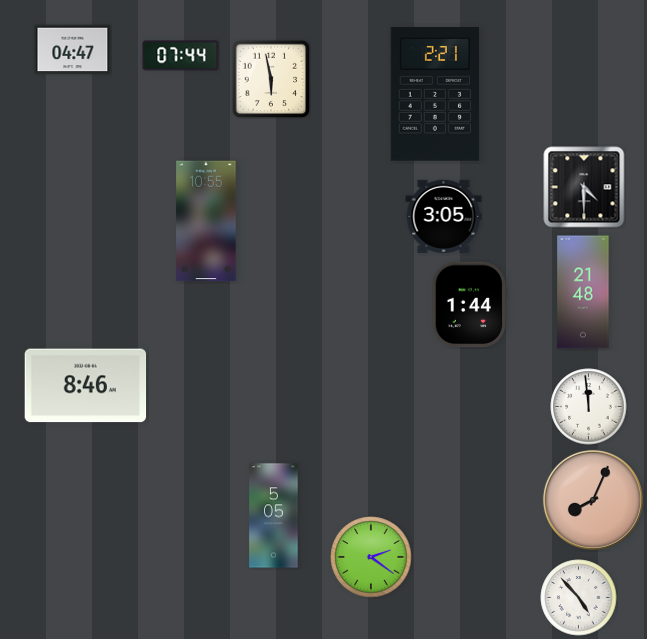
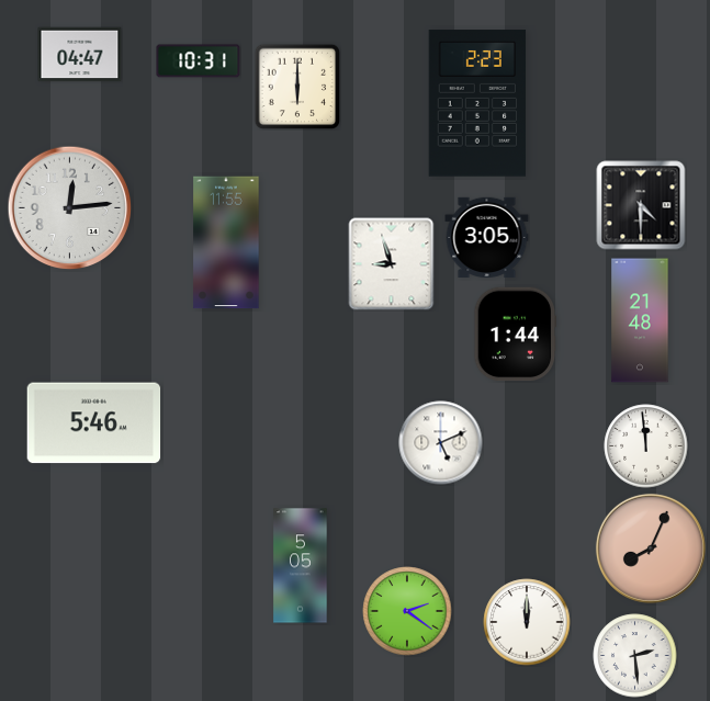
clock at (181, 56): 07:44 -> 10:31
clock at (271, 79): 5:58 -> 6:00
clock at (435, 94): 2:21 -> 2:23
clock at (70, 208): none -> 12:14
clock at (206, 221): 10:55 -> 11:55
clock at (392, 264): none -> 8:57
clock at (86, 386): 8:46 -> 5:46
clock at (441, 443): none -> 5:11
clock at (527, 622): none -> 12:00
clock at (579, 598): 4:53 -> 2:29
